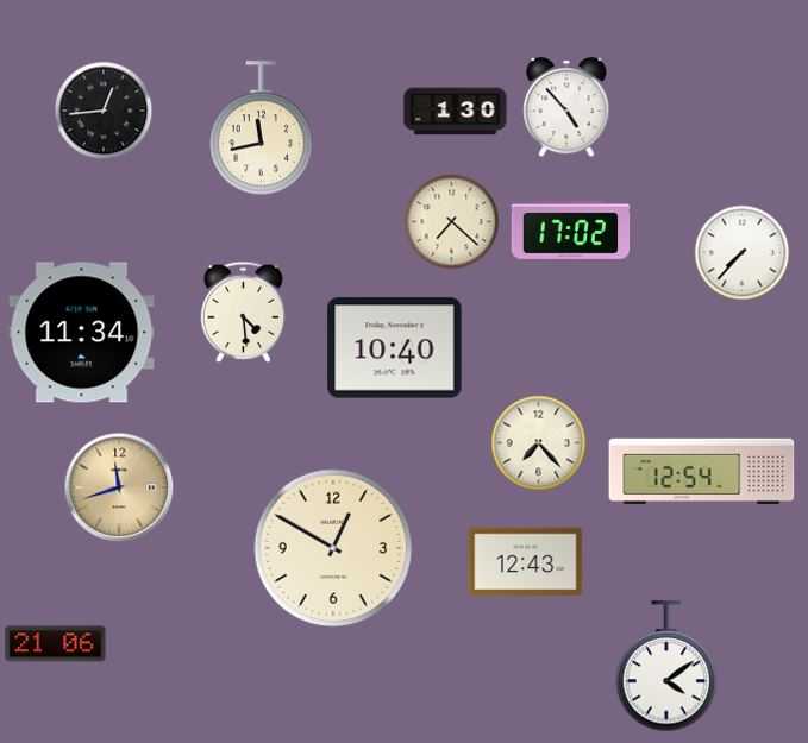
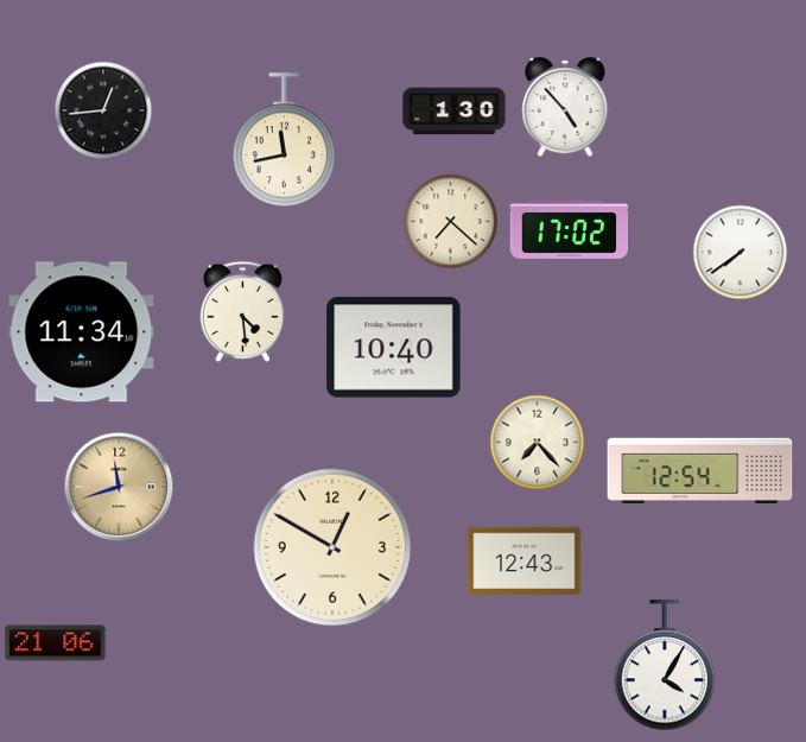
clock at (262, 128) position: (262, 128) -> (285, 140)
clock at (743, 253): 7:37 -> 7:39
clock at (666, 667): 4:09 -> 4:05
